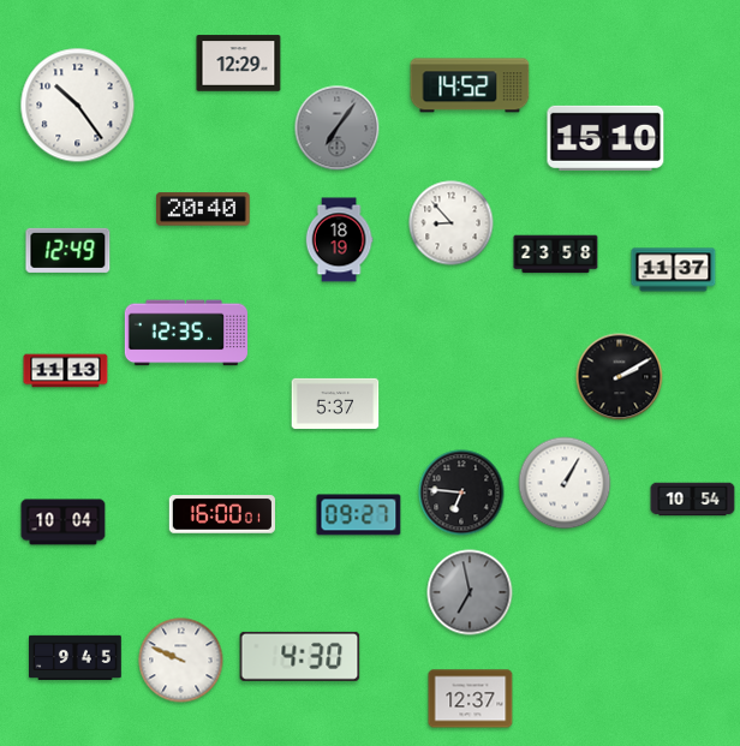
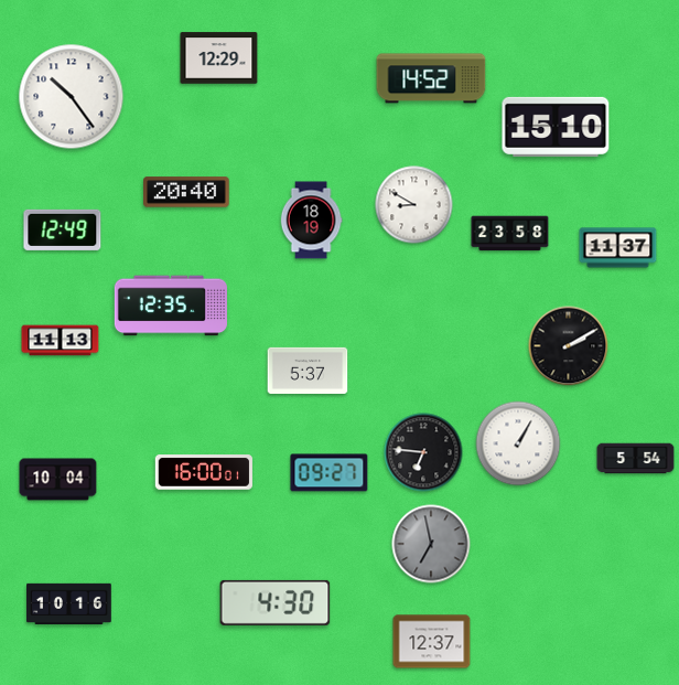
clock at (338, 129): 7:06 -> none
clock at (452, 223): 8:53 -> 8:50
clock at (693, 500): 10:54 -> 5:54
clock at (76, 657): 9:45 -> 10:16
clock at (181, 661): 9:49 -> none
